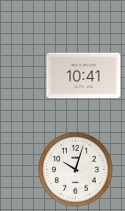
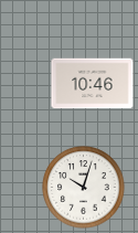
clock at (84, 76): 10:41 -> 10:46
